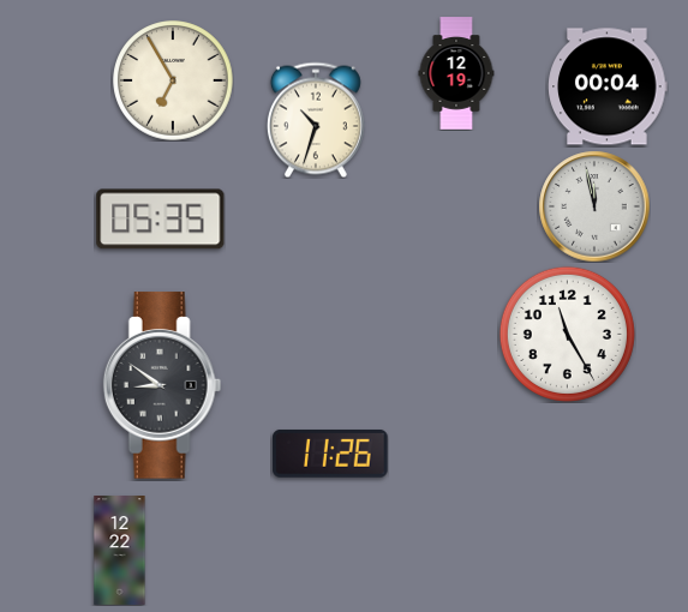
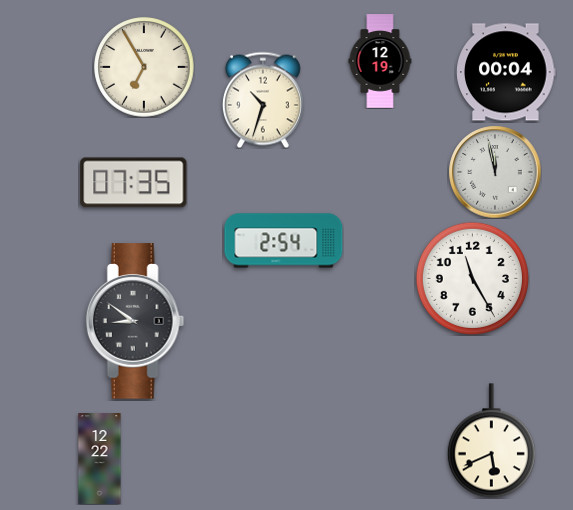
clock at (161, 220): 05:35 -> 07:35
clock at (284, 241): none -> 2:54
clock at (330, 454): 11:26 -> none
clock at (491, 441): none -> 5:41
